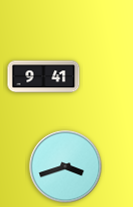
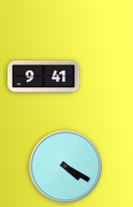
clock at (66, 167): 3:42 -> 4:20
